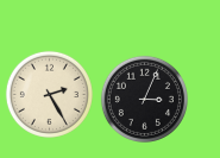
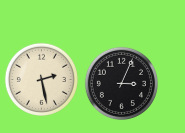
clock at (49, 94): 2:25 -> 2:28
